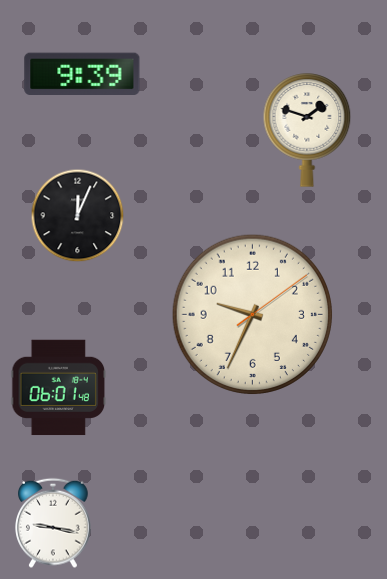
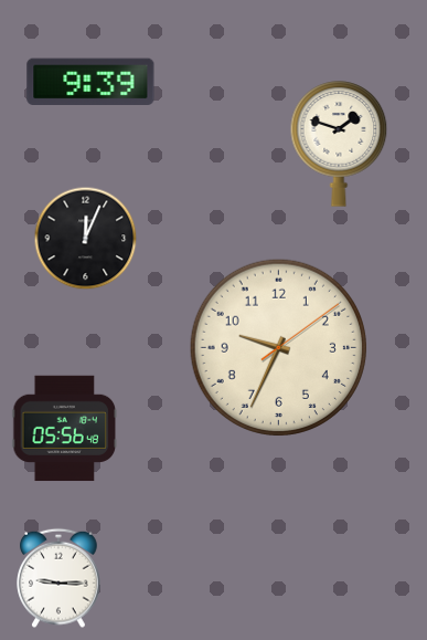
clock at (59, 388): 06:01 -> 05:56
clock at (54, 523): 9:17 -> 9:15
